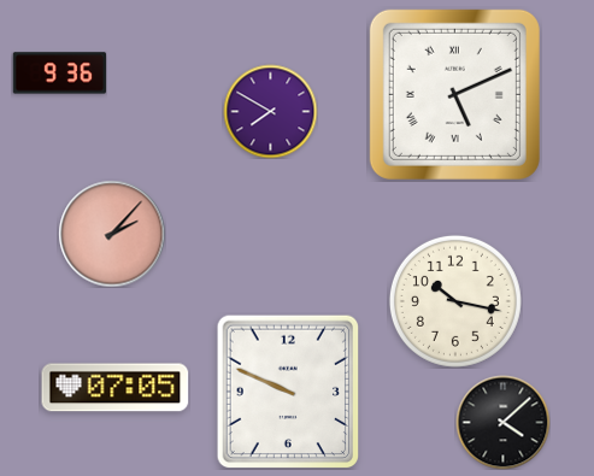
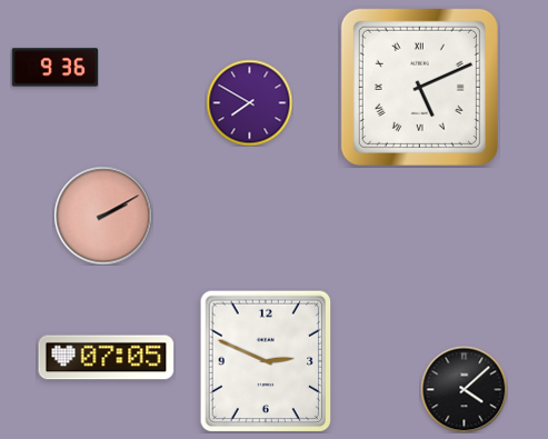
clock at (112, 234): 2:07 -> 2:10
clock at (455, 301): 10:17 -> none
clock at (288, 392): 9:49 -> 2:49
